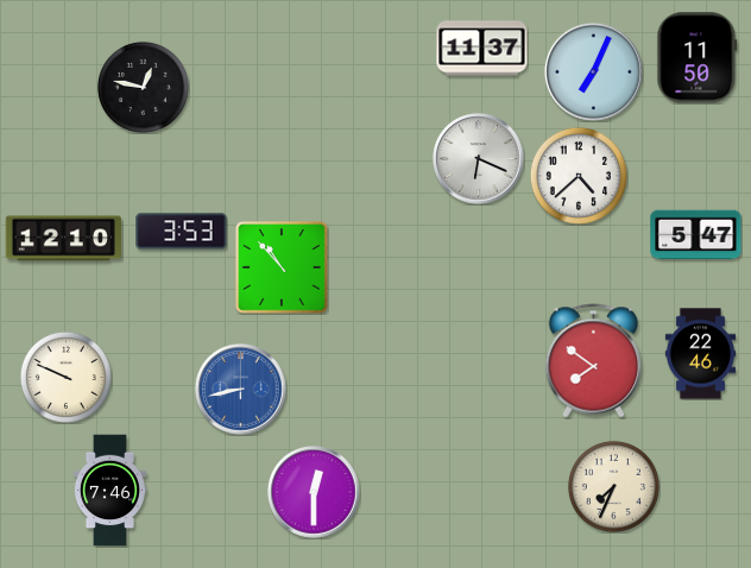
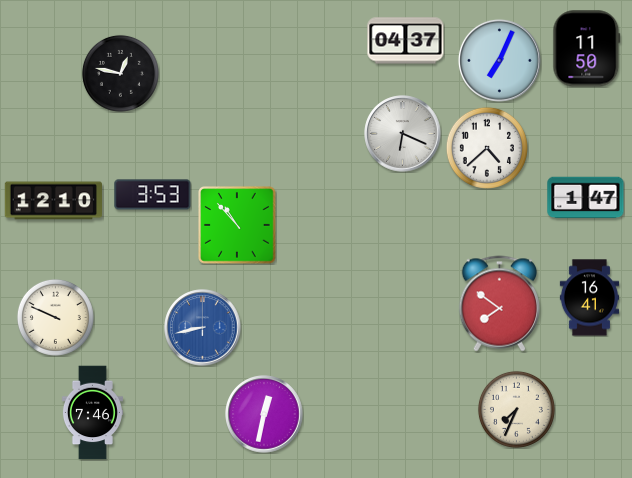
clock at (482, 49): 11:37 -> 04:37
clock at (696, 235): 5:47 -> 1:47
clock at (701, 354): 22:46 -> 16:41
clock at (314, 492): 12:30 -> 12:32
